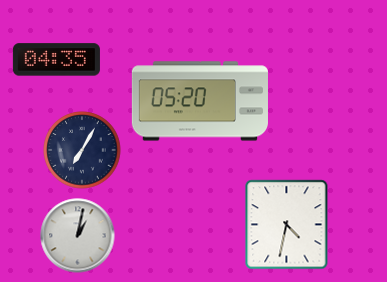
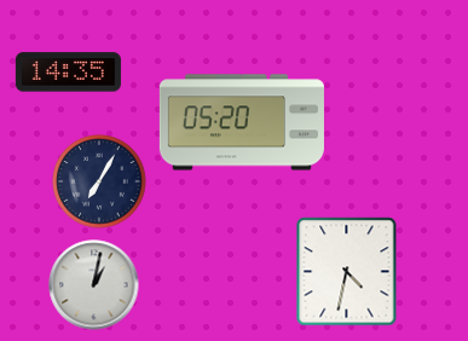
clock at (56, 60): 04:35 -> 14:35
